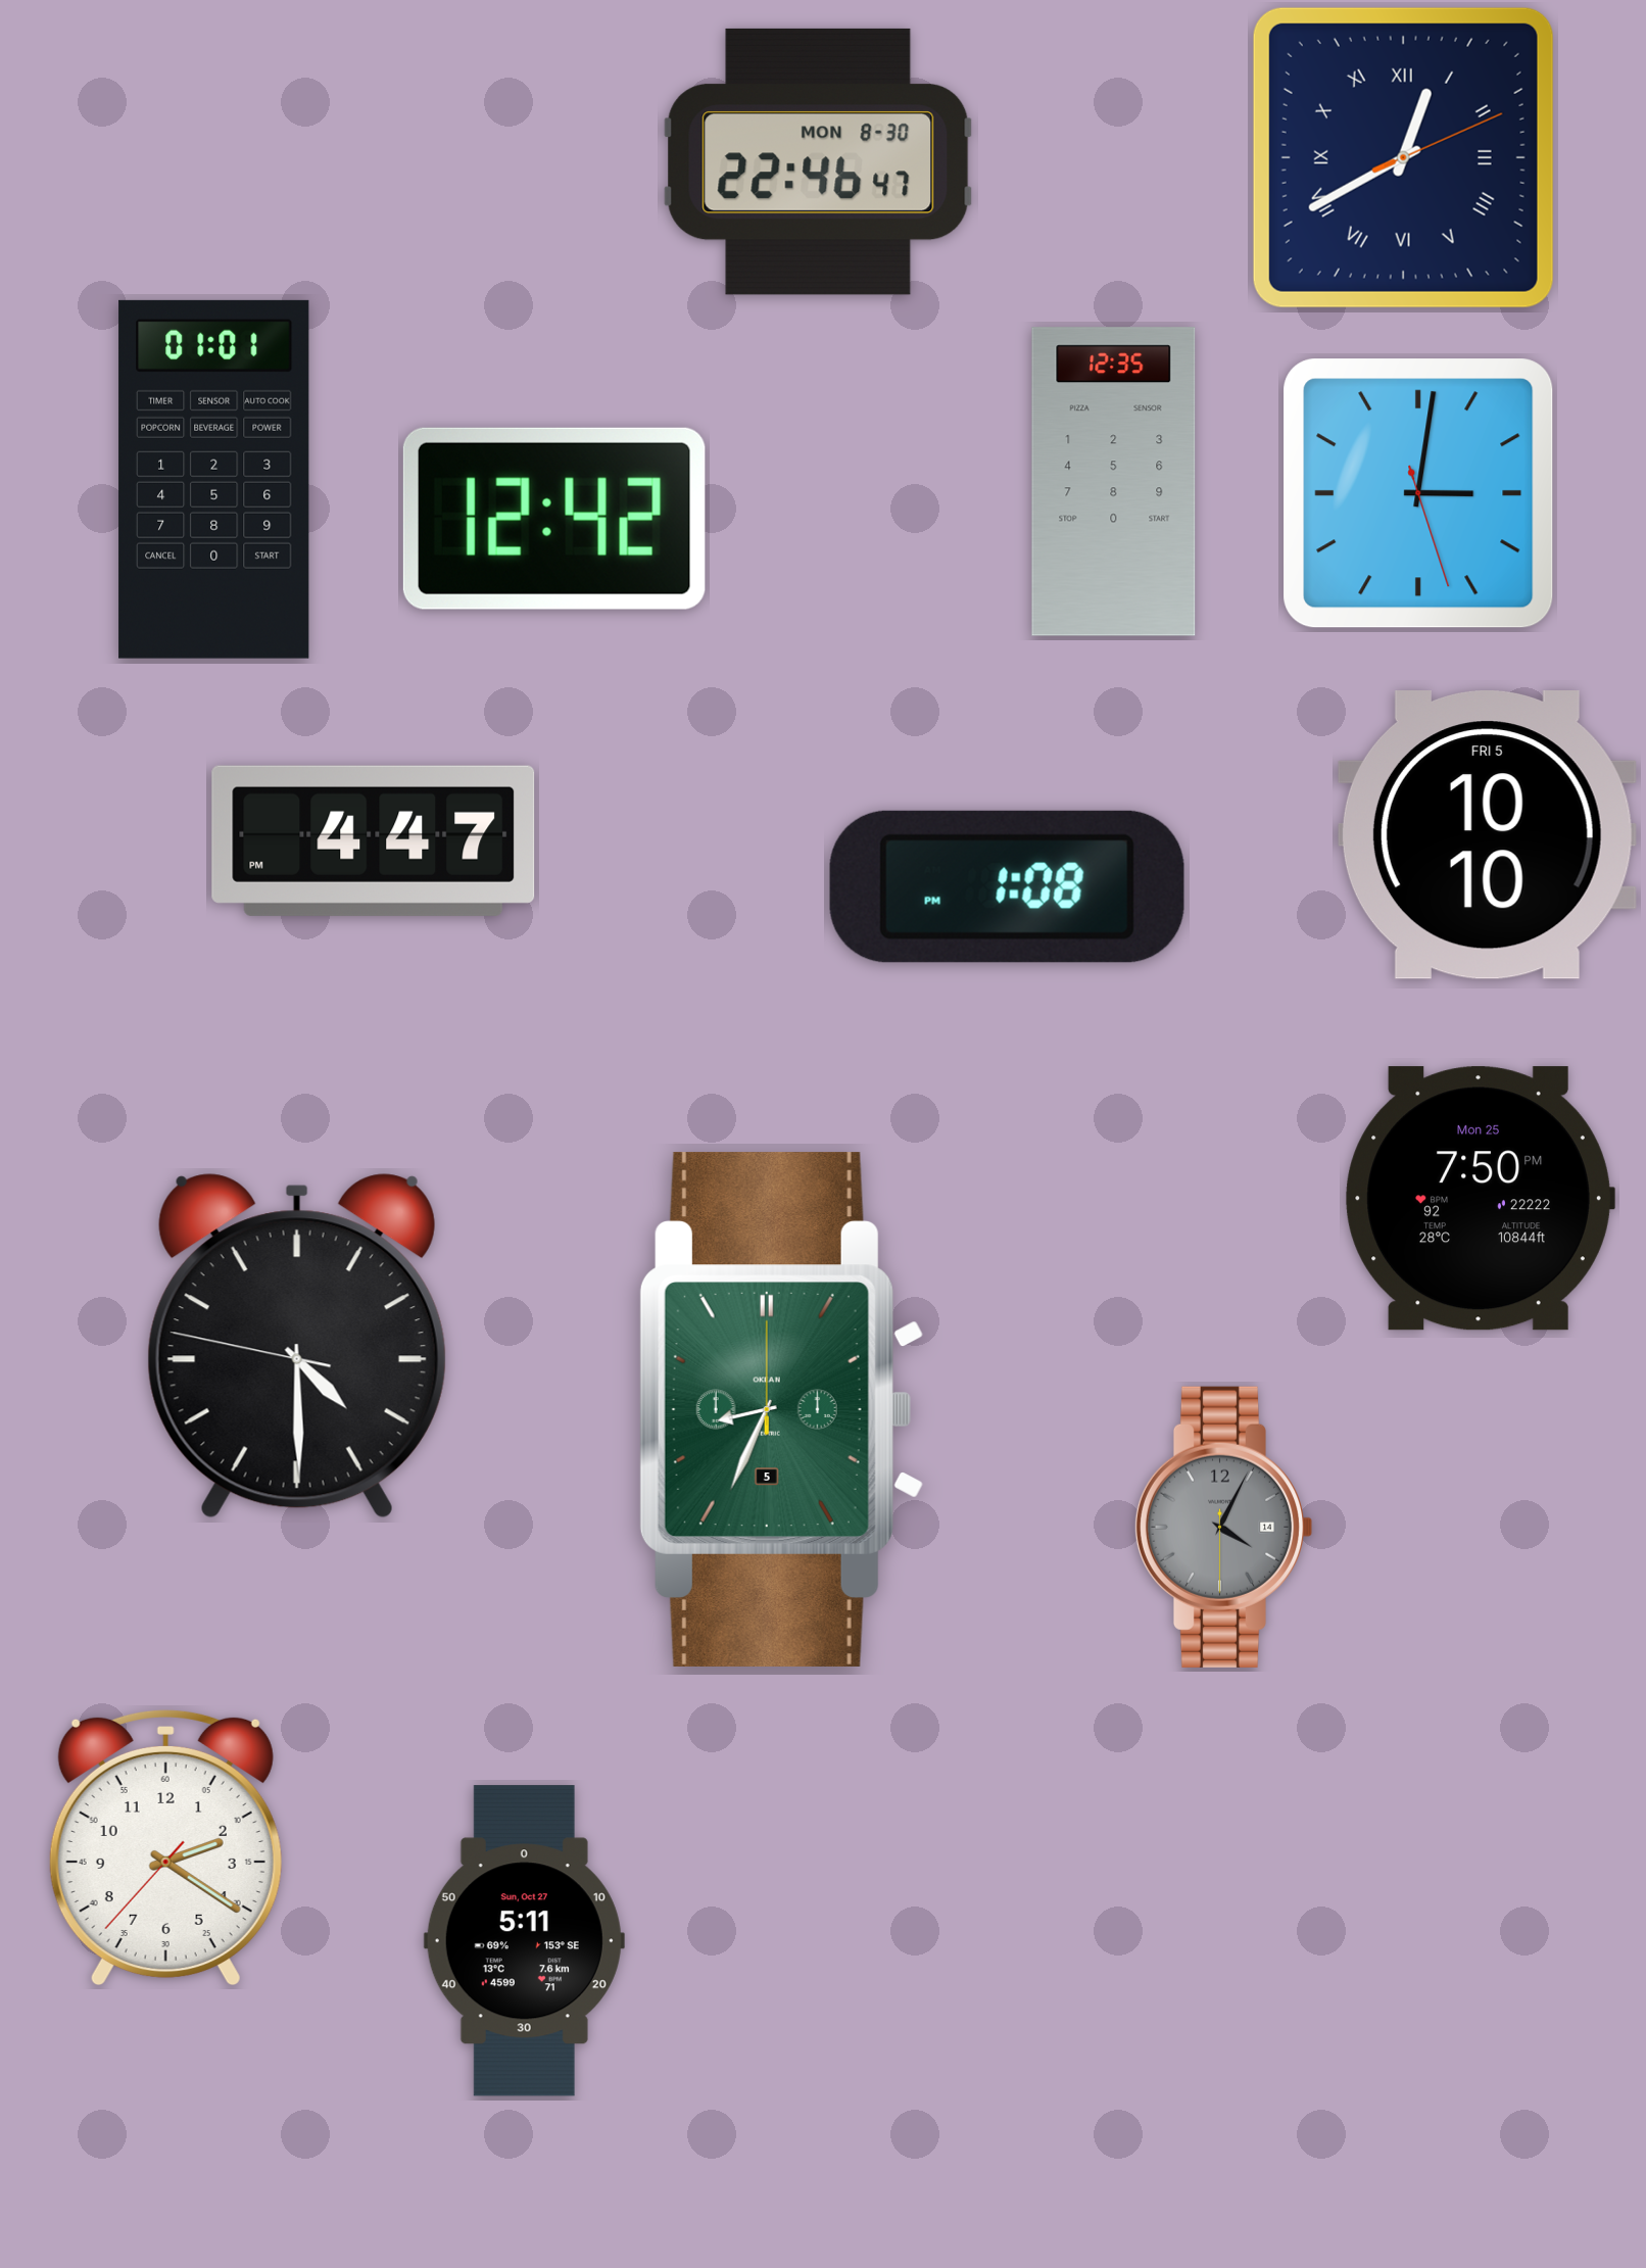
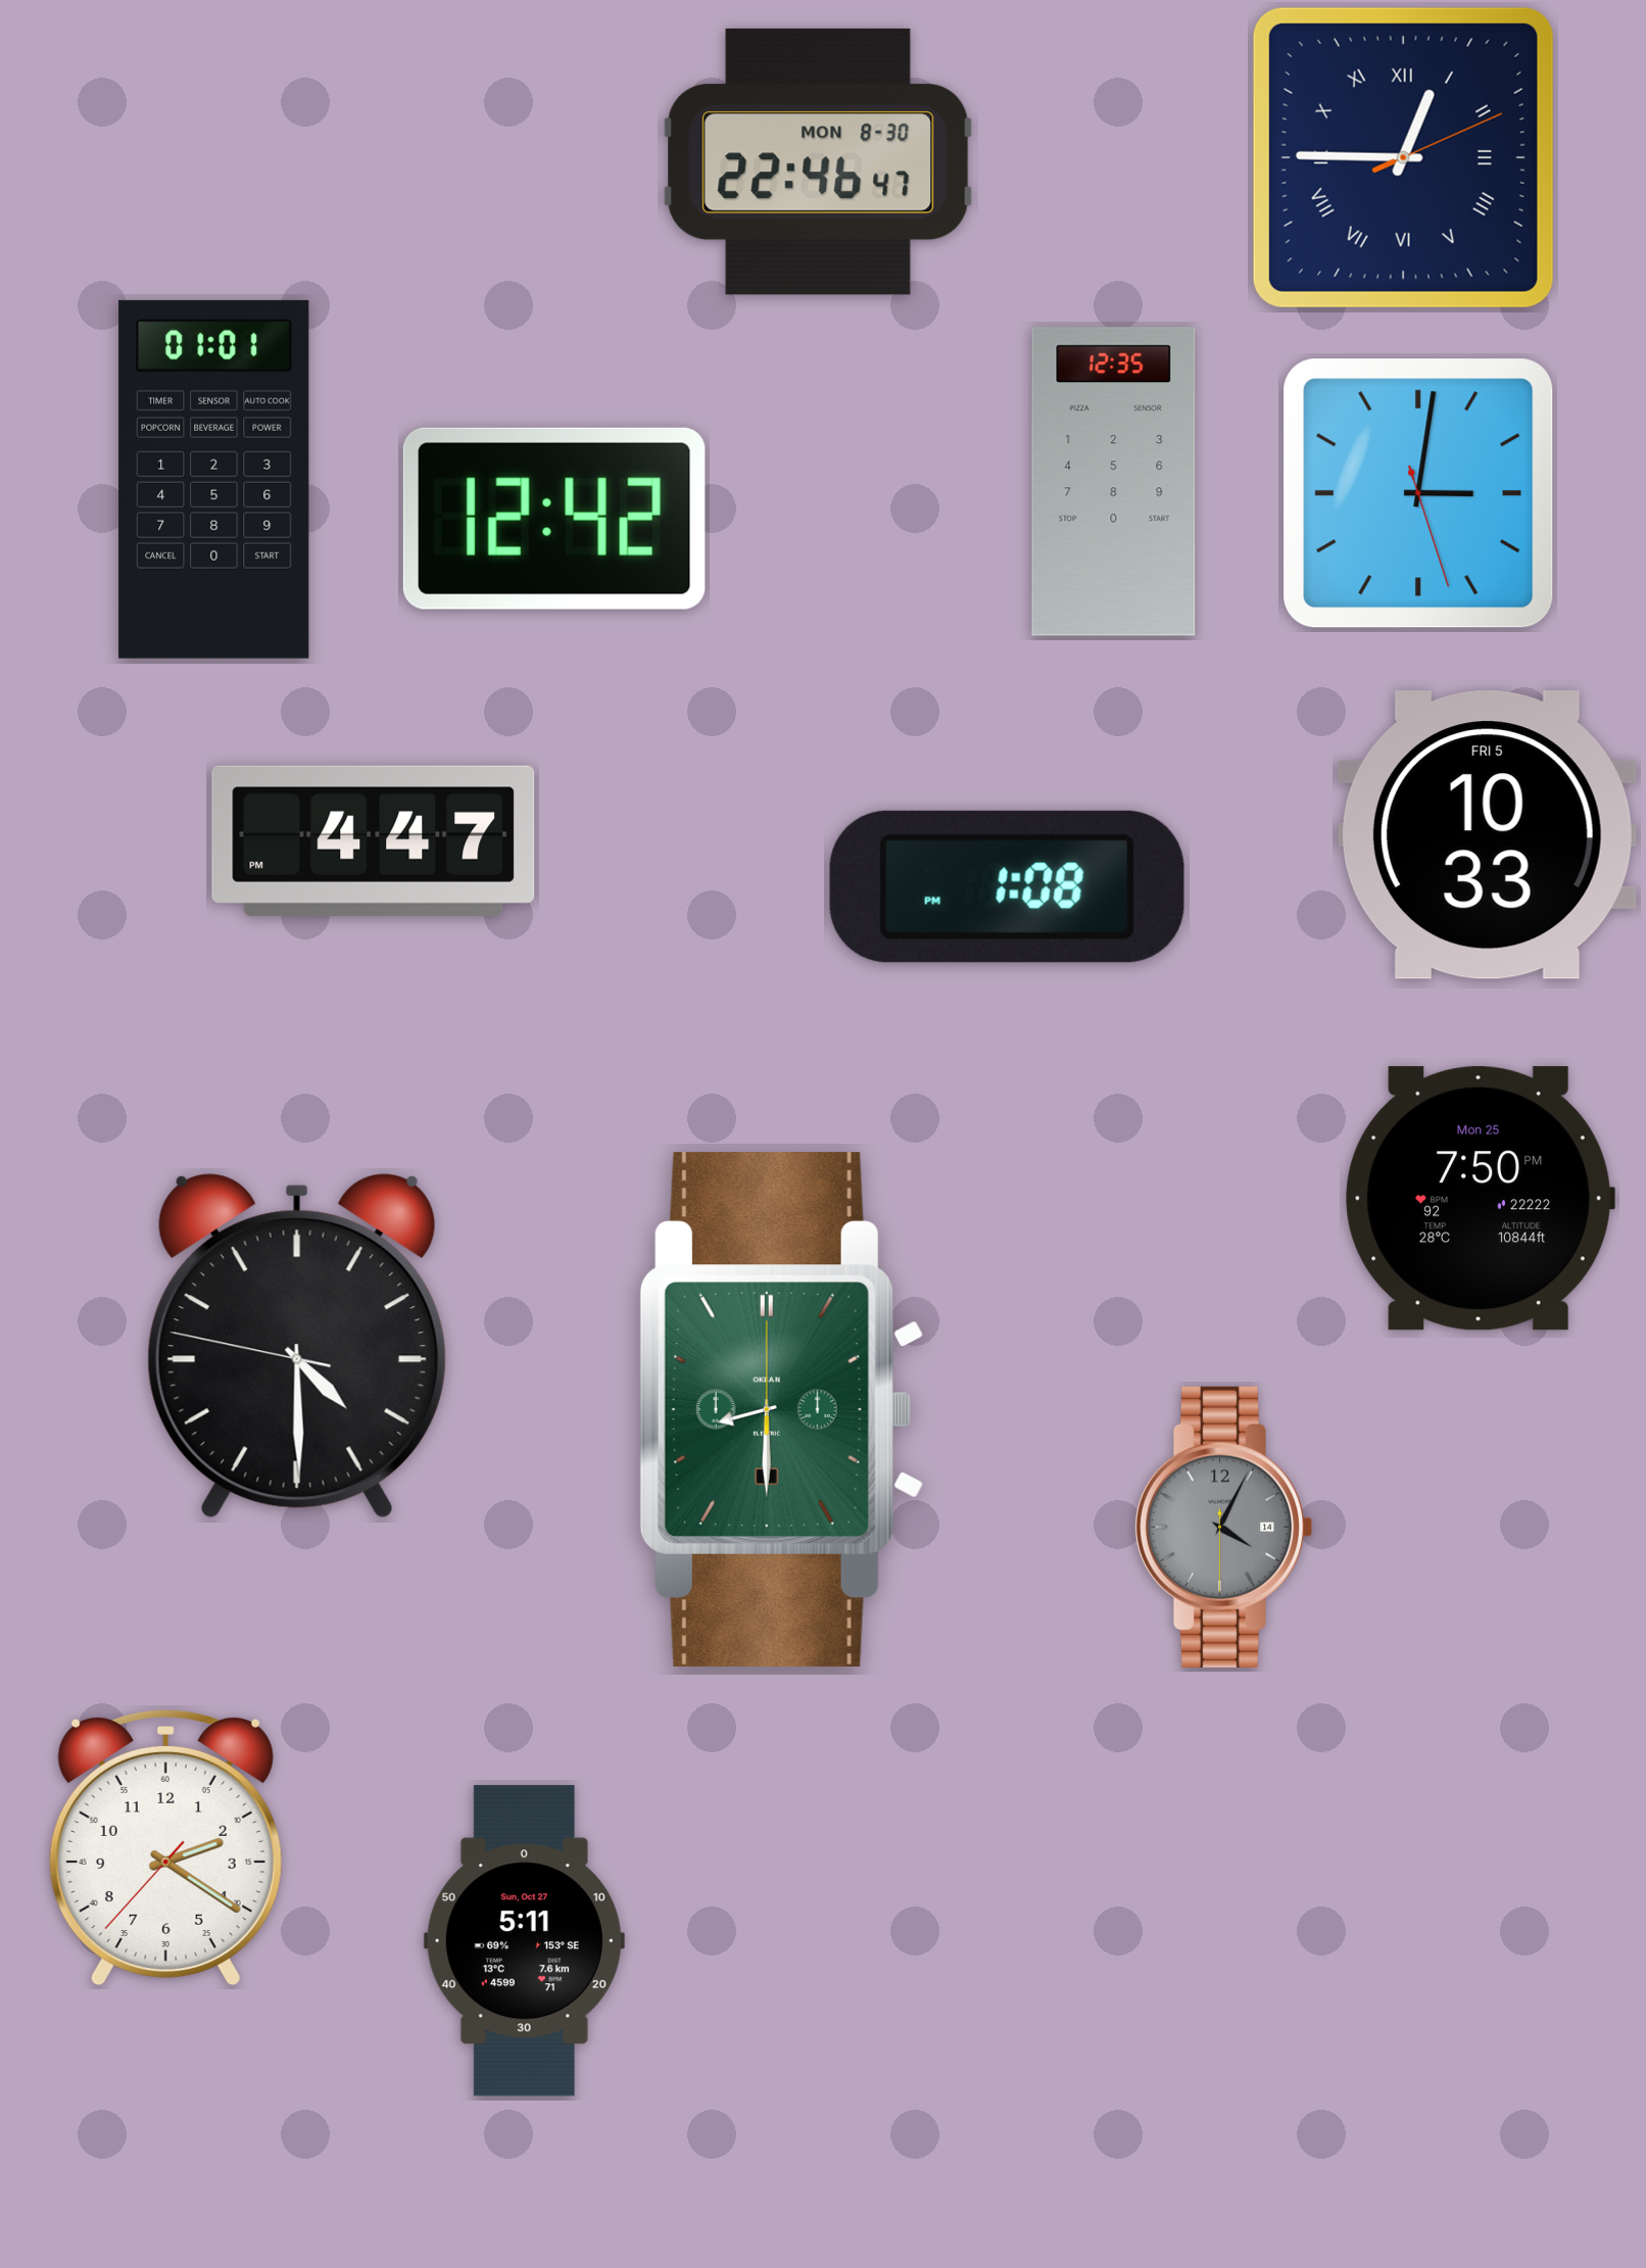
clock at (1403, 157): 12:40 -> 12:45
clock at (1487, 835): 10:10 -> 10:33
clock at (781, 1409): 8:34 -> 8:30
